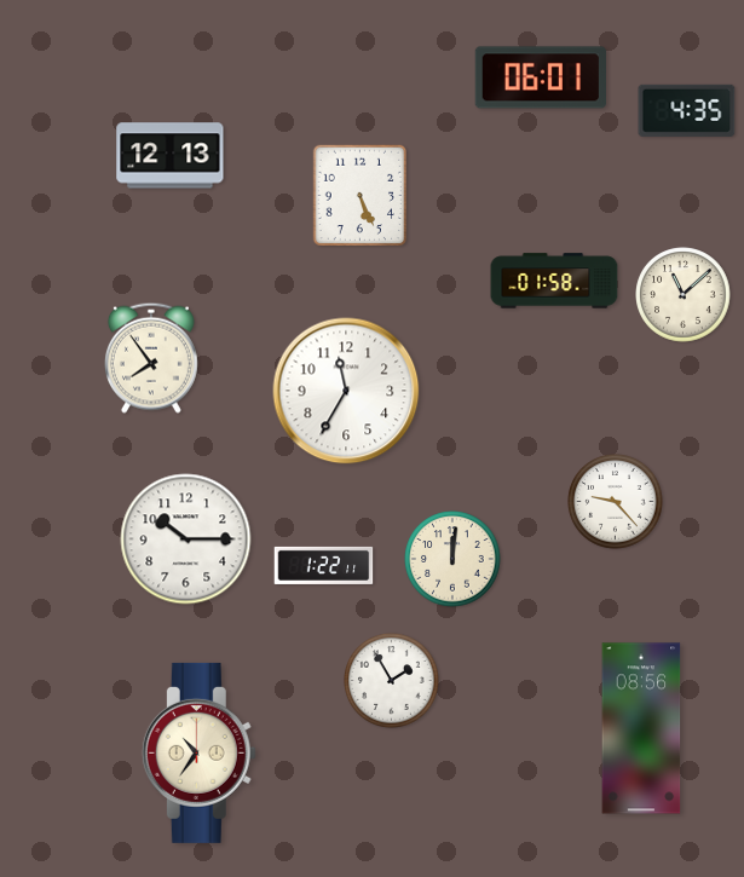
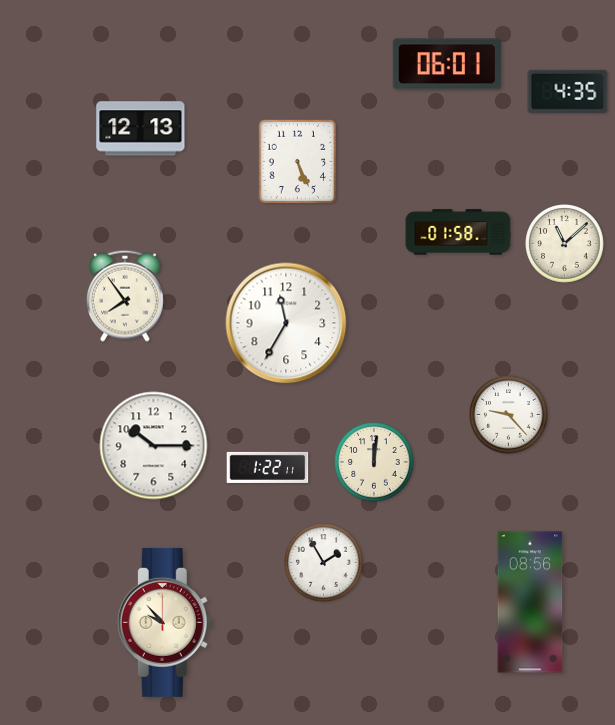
clock at (198, 752): 10:36 -> 9:53
